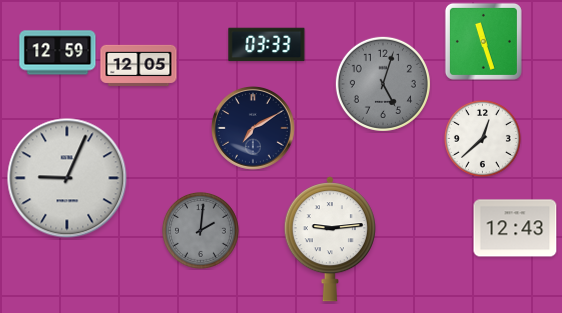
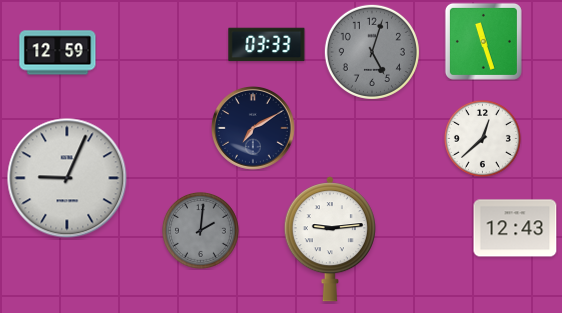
clock at (139, 65): 12:05 -> none
clock at (383, 84) position: (383, 84) -> (372, 52)
